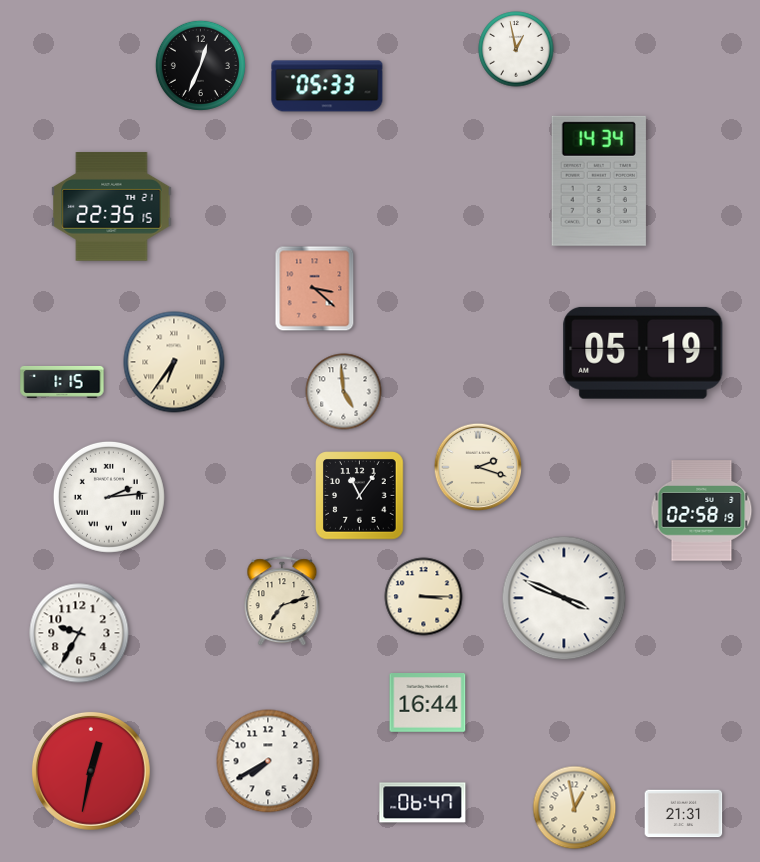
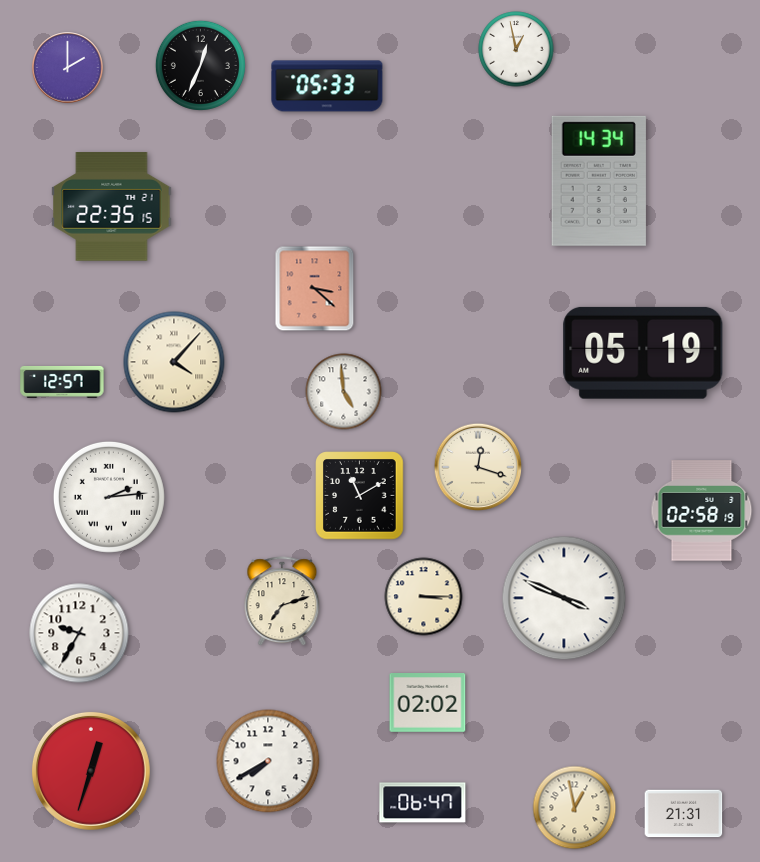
clock at (68, 68): none -> 2:00
clock at (174, 362): 6:36 -> 4:07
clock at (62, 382): 1:15 -> 12:57
clock at (478, 467): 2:18 -> 12:18
clock at (360, 496): 11:06 -> 11:10
clock at (428, 703): 16:44 -> 02:02
clock at (91, 771): 12:32 -> 12:33
